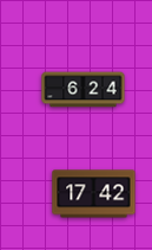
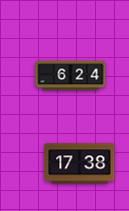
clock at (94, 194): 17:42 -> 17:38
